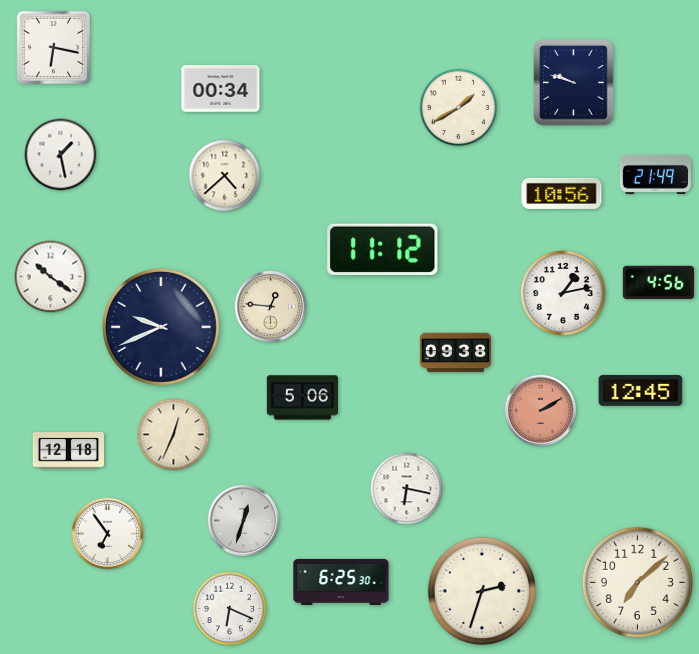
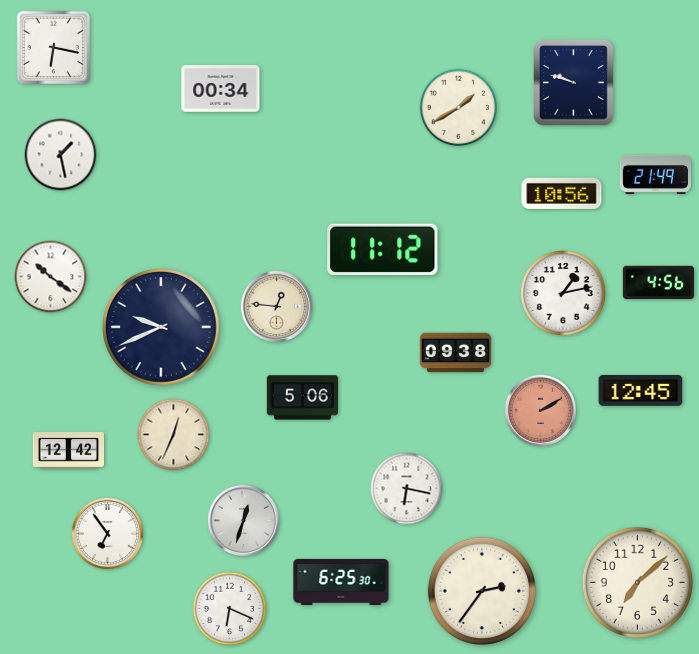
clock at (225, 176): 4:38 -> none
clock at (270, 306) position: (270, 306) -> (276, 306)
clock at (68, 451): 12:18 -> 12:42
clock at (482, 591): 2:33 -> 2:36
